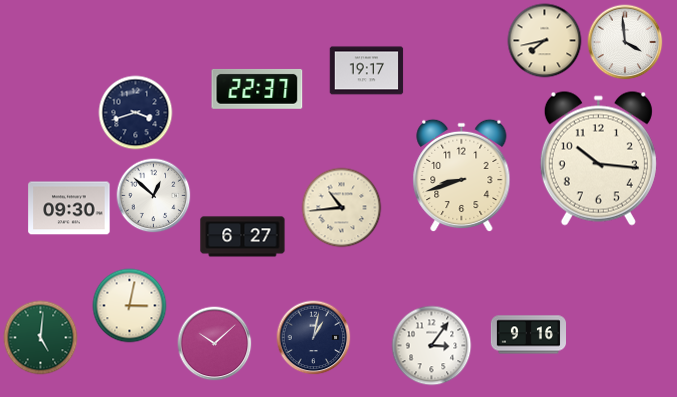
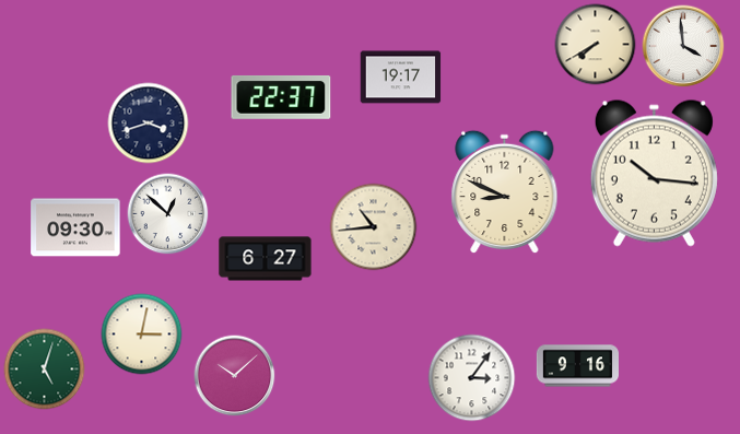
clock at (545, 41): 7:43 -> 7:40
clock at (462, 176): 8:42 -> 8:49
clock at (41, 338): 5:01 -> 5:03
clock at (314, 338): 1:02 -> none
